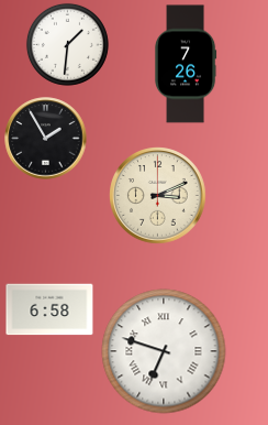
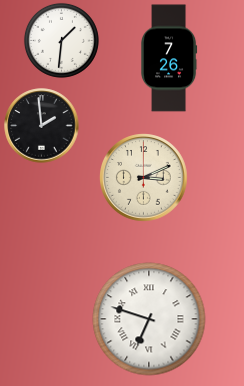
clock at (46, 139): 1:55 -> 1:59
clock at (49, 309): 6:58 -> none
